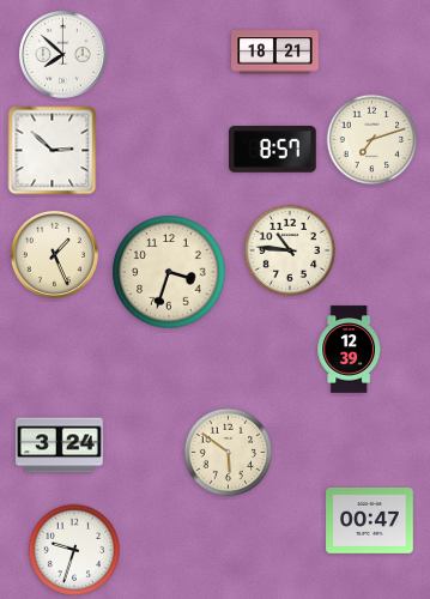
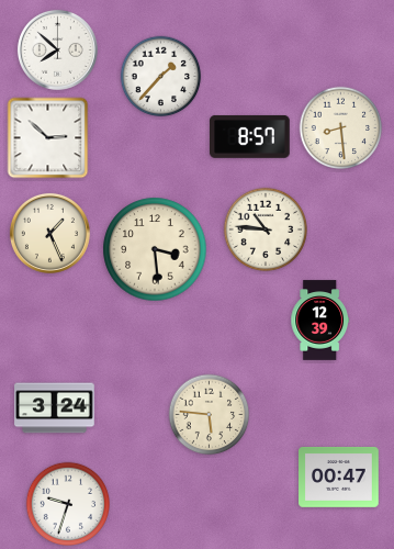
clock at (275, 53): 18:21 -> none
clock at (161, 77): none -> 1:37
clock at (373, 140): 7:12 -> 8:29
clock at (169, 272): 3:33 -> 3:29
clock at (229, 453): 5:51 -> 5:46
